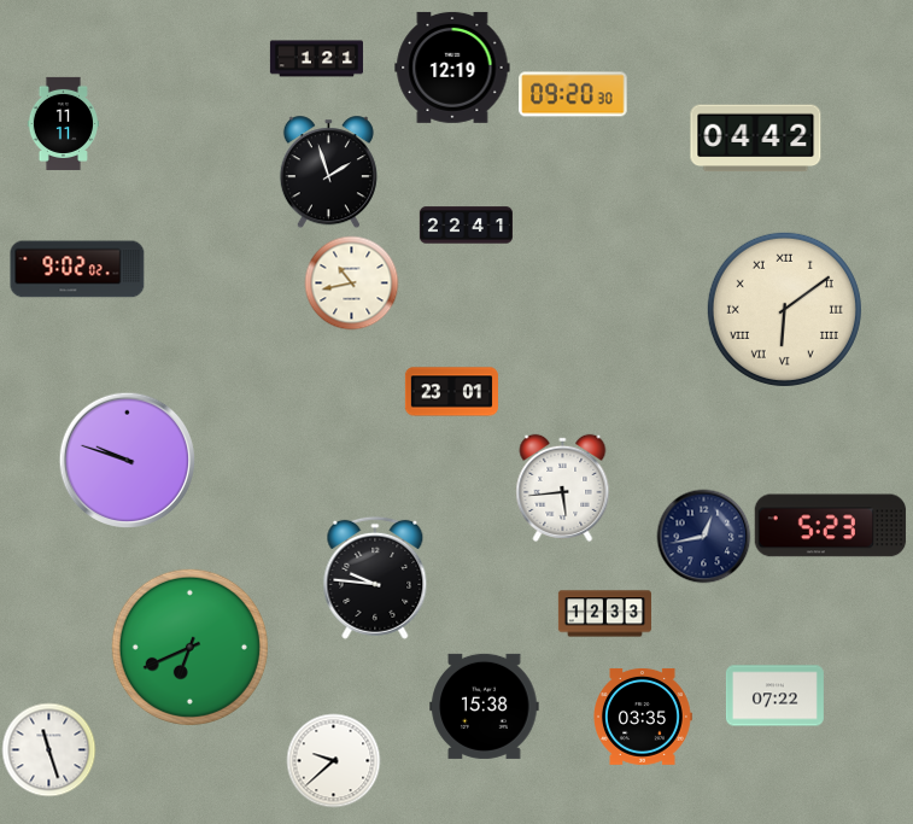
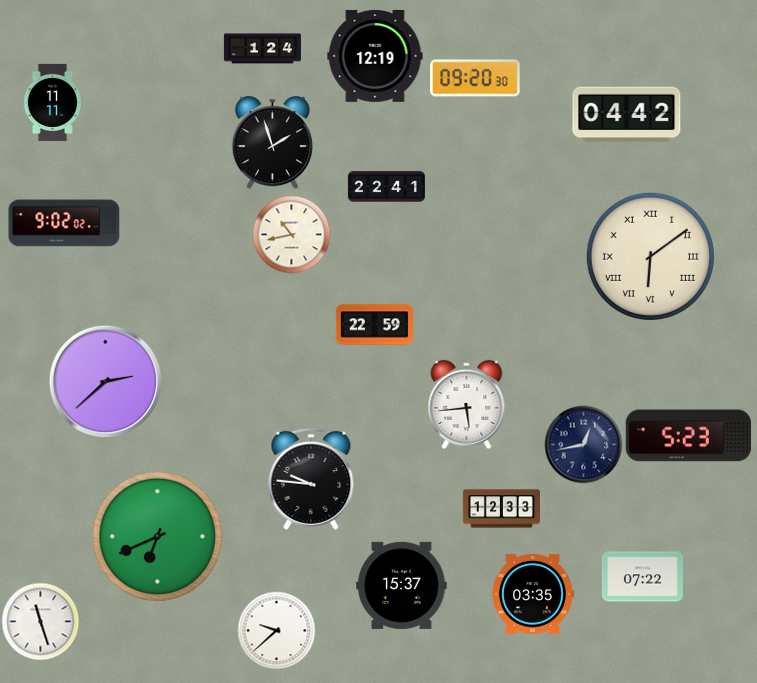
clock at (316, 59): 1:21 -> 1:24
clock at (451, 392): 23:01 -> 22:59
clock at (127, 460): 9:48 -> 2:38
clock at (485, 706): 15:38 -> 15:37
